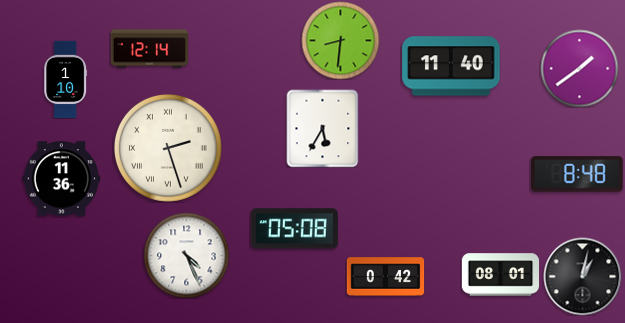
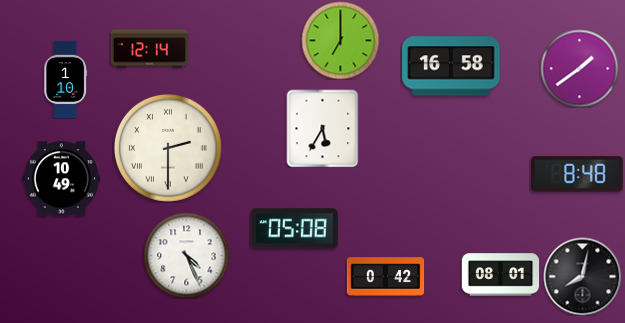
clock at (340, 40): 8:31 -> 7:00
clock at (451, 66): 11:40 -> 16:58
clock at (168, 148): 2:27 -> 2:30
clock at (61, 179): 11:36 -> 10:49
clock at (582, 276): 1:02 -> 8:02
